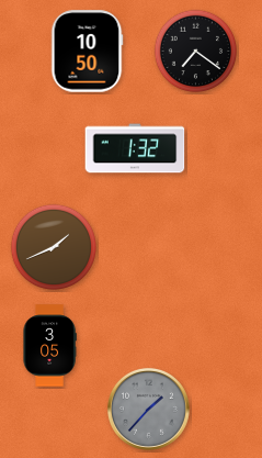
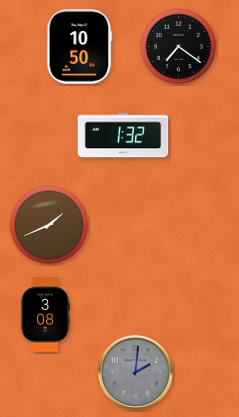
clock at (49, 346): 3:05 -> 3:08
clock at (148, 409): 1:37 -> 2:01
